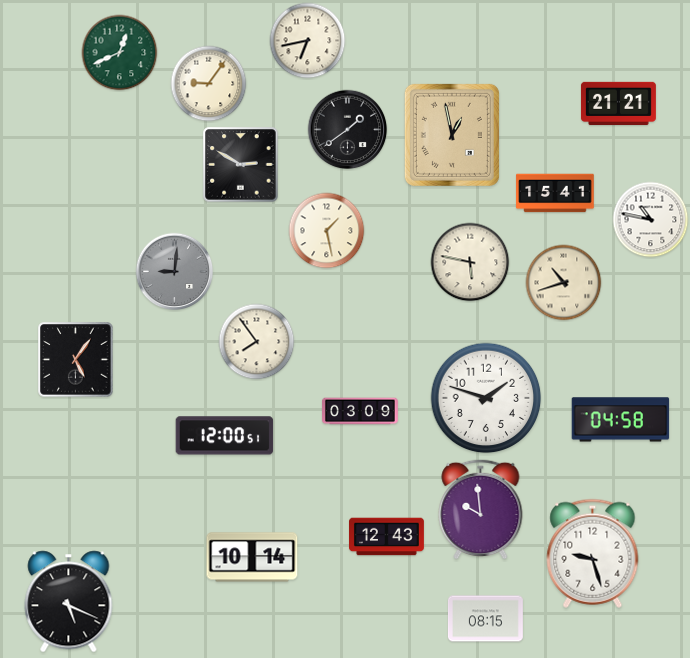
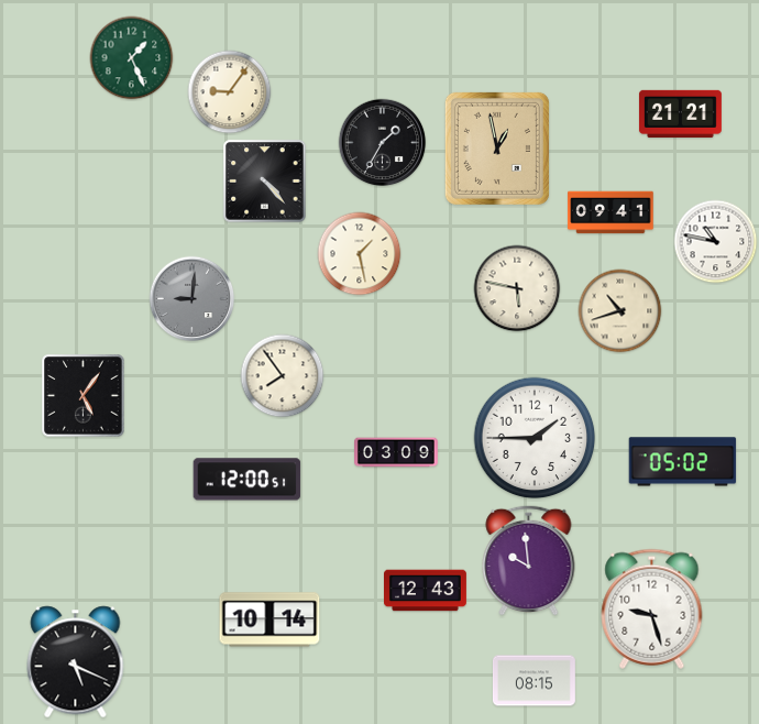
clock at (308, 41): 6:43 -> none
clock at (120, 53): 12:41 -> 1:26
clock at (348, 130): 1:39 -> 1:35
clock at (241, 165): 2:50 -> 4:23
clock at (555, 193): 15:41 -> 09:41
clock at (486, 398): 1:48 -> 1:45
clock at (621, 420): 04:58 -> 05:02
clock at (252, 557) position: (252, 557) -> (269, 619)
